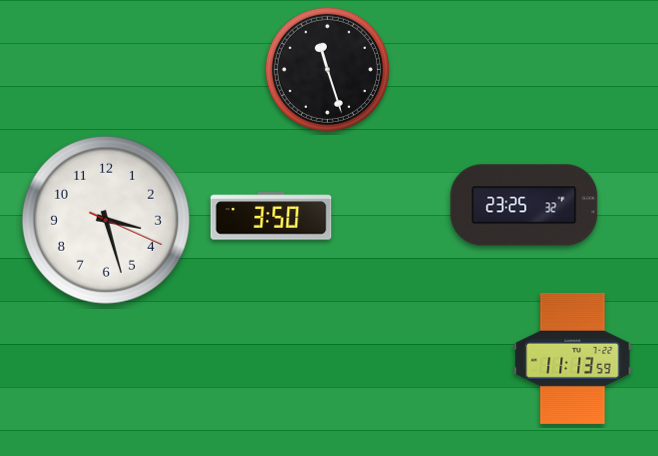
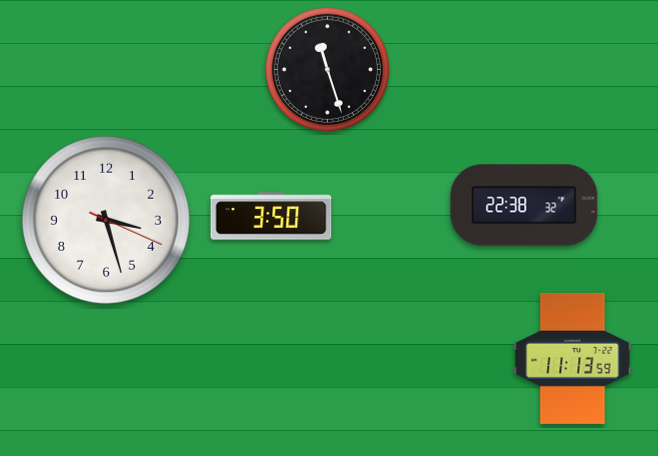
clock at (524, 205): 23:25 -> 22:38
